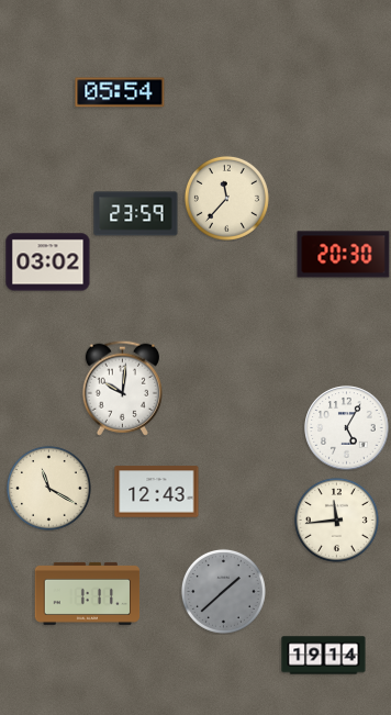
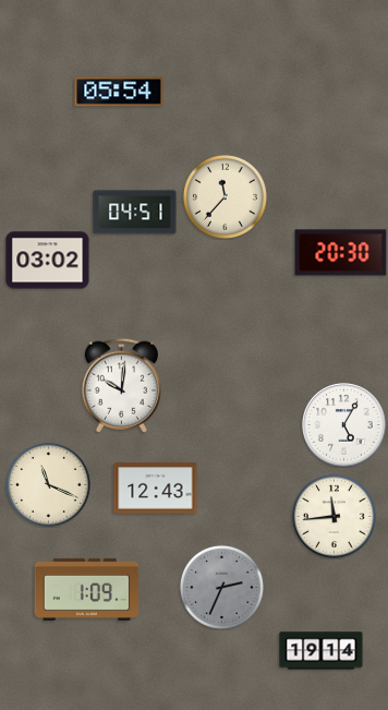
clock at (136, 214): 23:59 -> 04:51
clock at (48, 488): 11:20 -> 11:19
clock at (223, 591): 1:38 -> 2:34
clock at (88, 593): 1:11 -> 1:09
